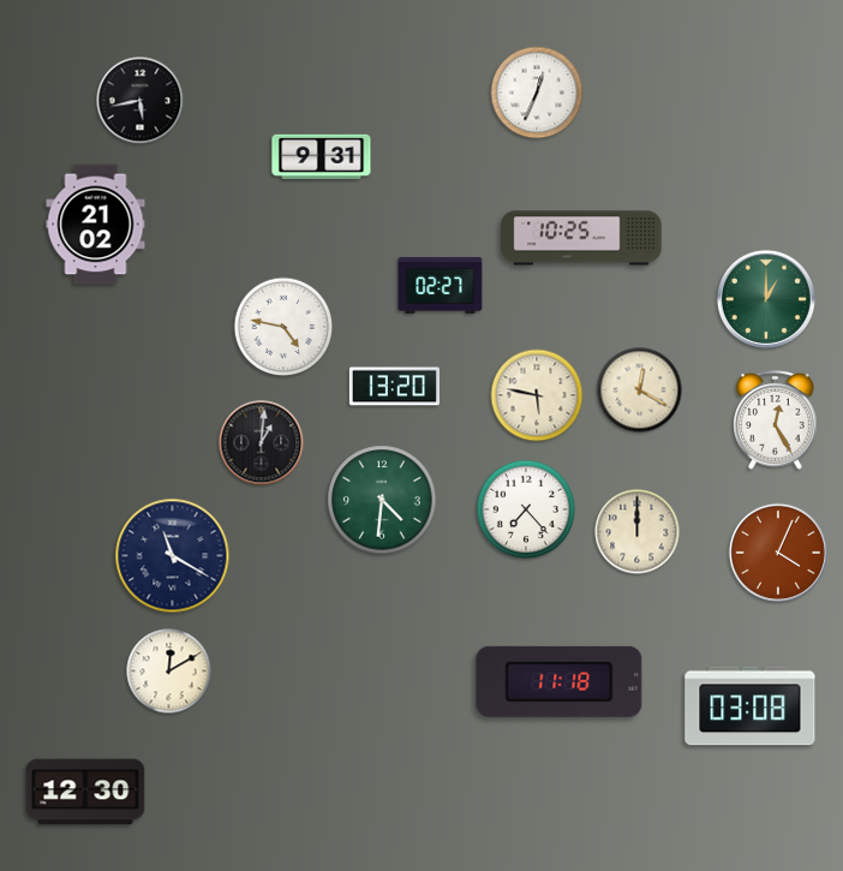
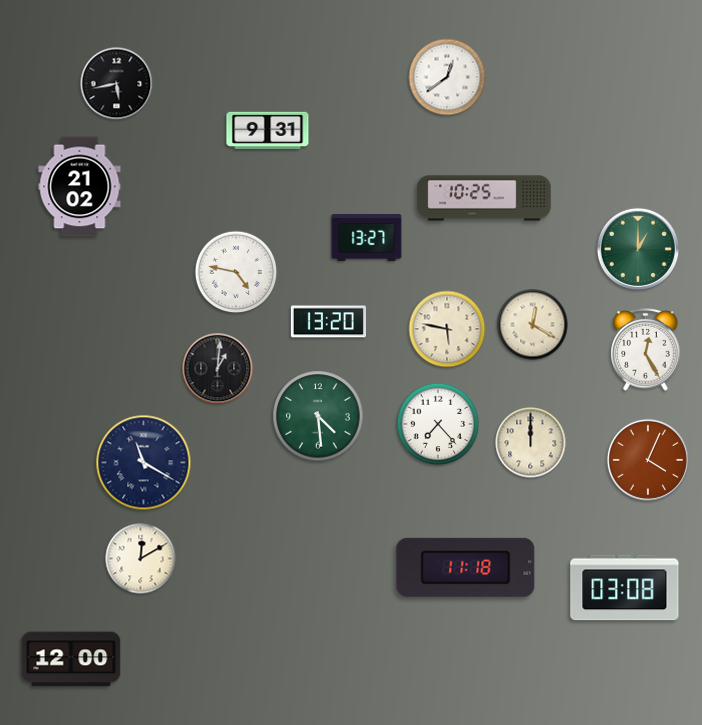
clock at (537, 93): 12:34 -> 12:39
clock at (441, 285): 02:27 -> 13:27
clock at (382, 500): 4:31 -> 4:29
clock at (85, 792): 12:30 -> 12:00
